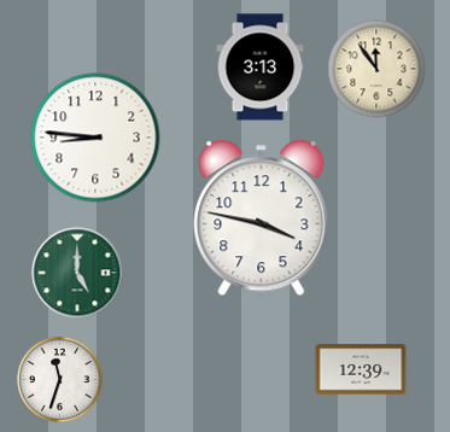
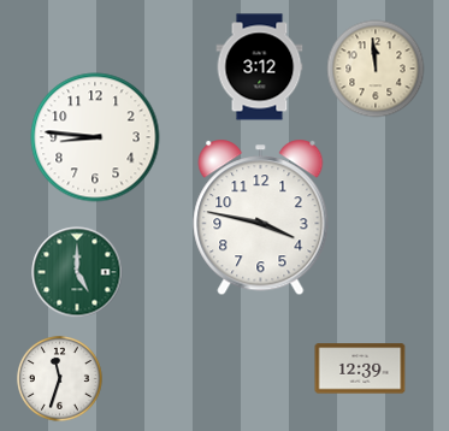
clock at (261, 68): 3:13 -> 3:12
clock at (376, 69): 11:54 -> 11:59
